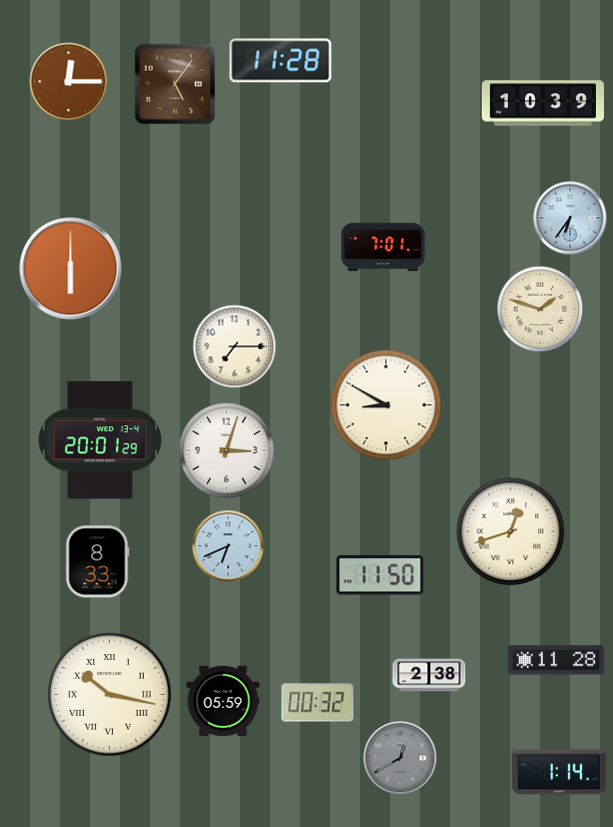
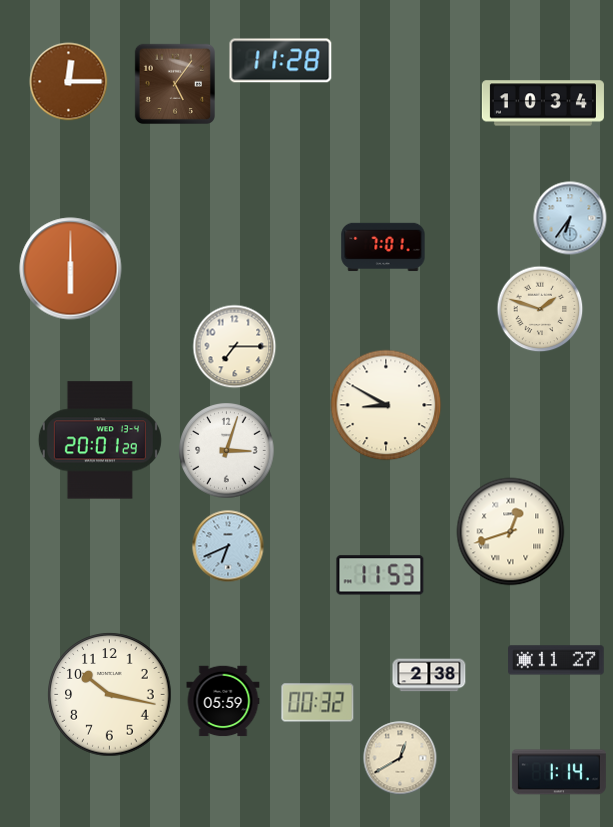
clock at (543, 103): 10:39 -> 10:34
clock at (98, 562): 8:33 -> none
clock at (380, 575): 11:50 -> 11:53
clock at (556, 660): 11:28 -> 11:27
clock at (110, 695) numerals: Roman -> Arabic
clock at (400, 758) dial: grey -> cream
